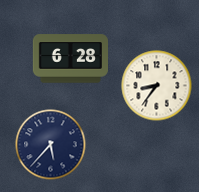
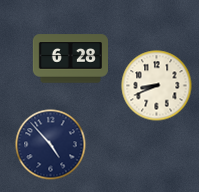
clock at (157, 86): 8:36 -> 8:41
clock at (51, 145): 5:37 -> 4:53
